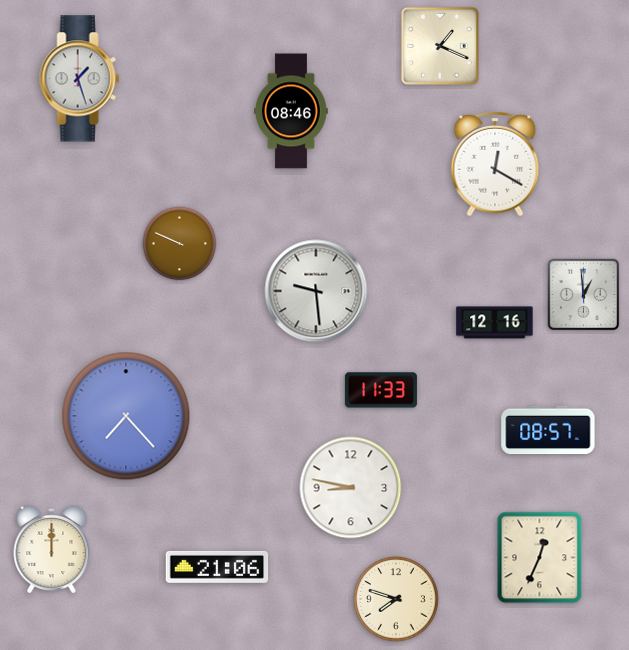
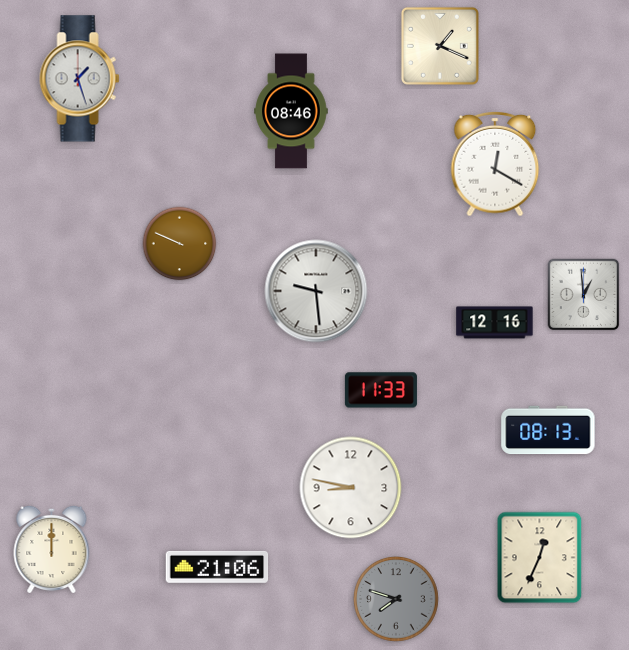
clock at (126, 416): 7:23 -> none
clock at (548, 430): 08:57 -> 08:13
clock at (396, 599) dial: cream -> grey
